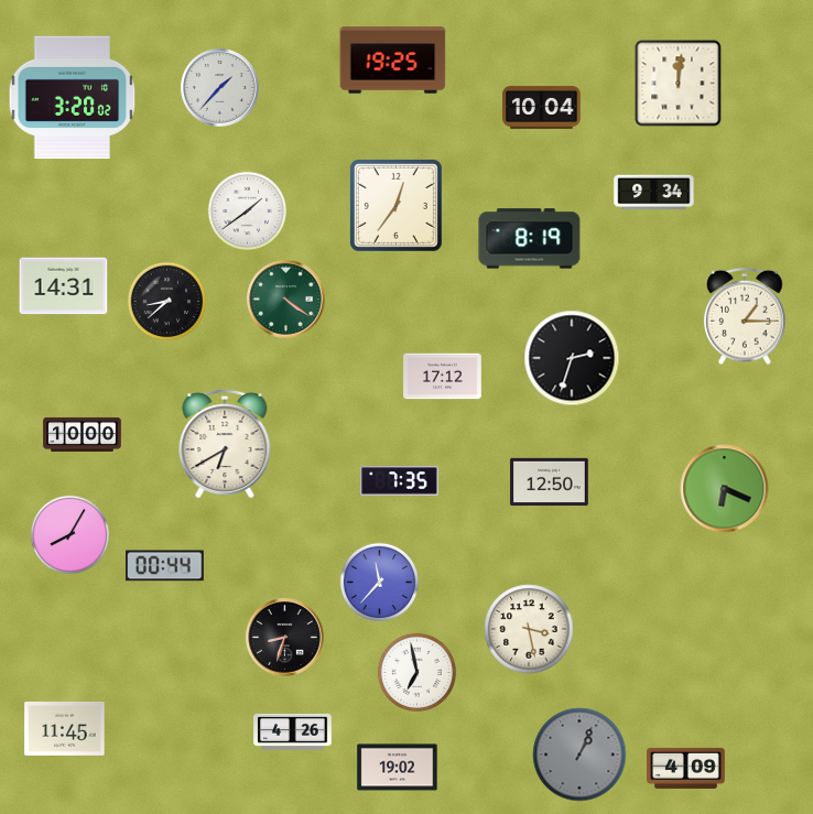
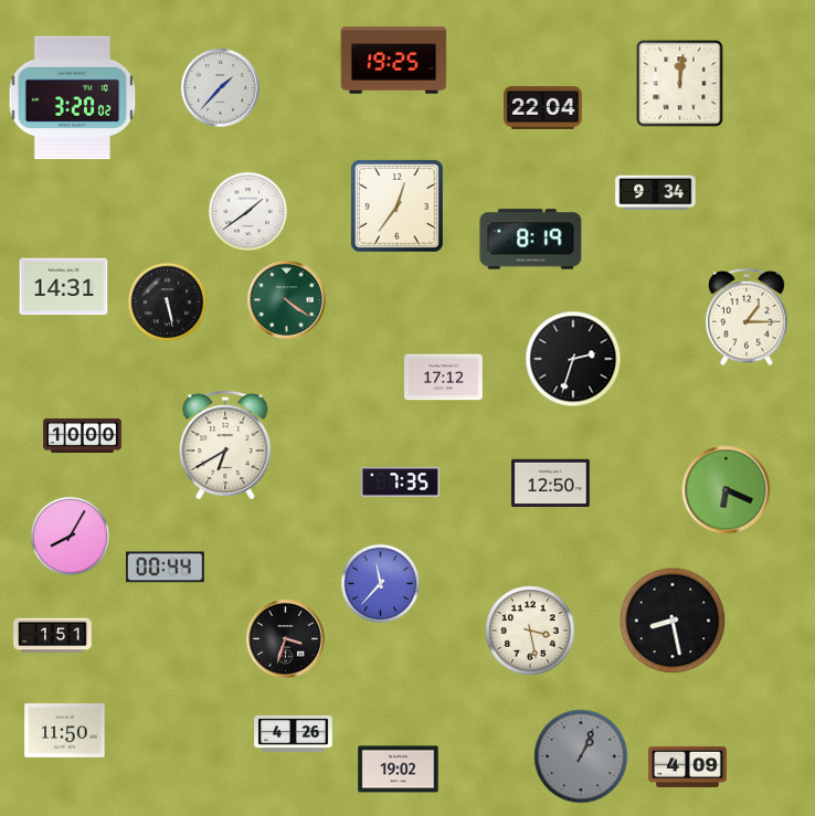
clock at (542, 107): 10:04 -> 22:04
clock at (166, 301): 8:38 -> 5:28
clock at (673, 621): none -> 8:28
clock at (53, 636): none -> 1:51
clock at (285, 638): 8:33 -> 3:33
clock at (416, 672): 6:58 -> none
clock at (65, 729): 11:45 -> 11:50
clock at (686, 768) position: (686, 768) -> (688, 766)
